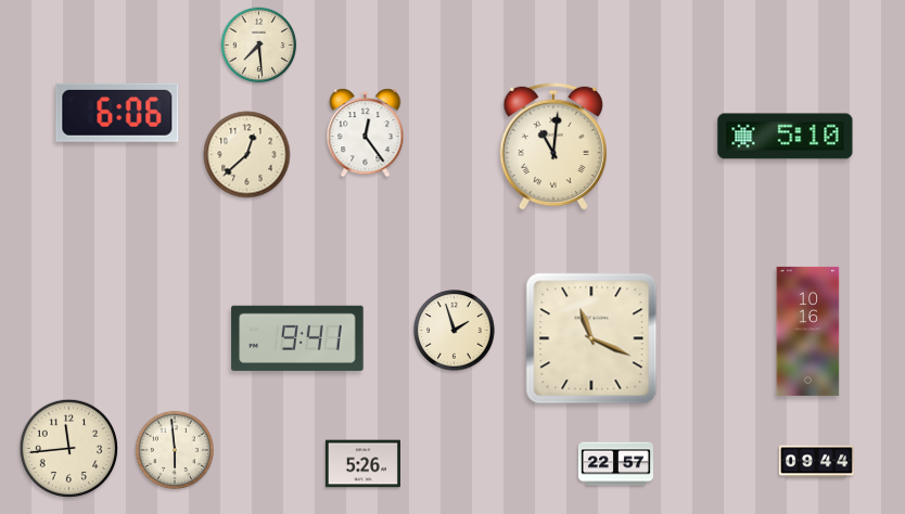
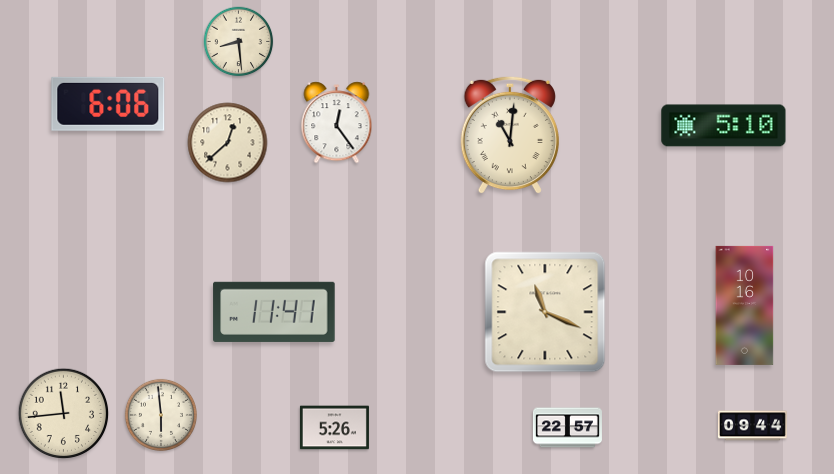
clock at (259, 46): 7:29 -> 8:29
clock at (455, 331): 1:57 -> none
clock at (297, 338): 9:41 -> 11:41
